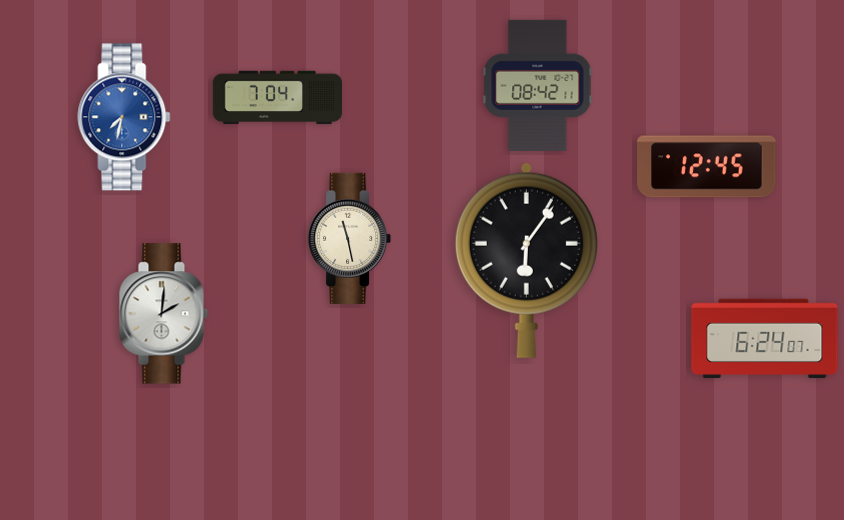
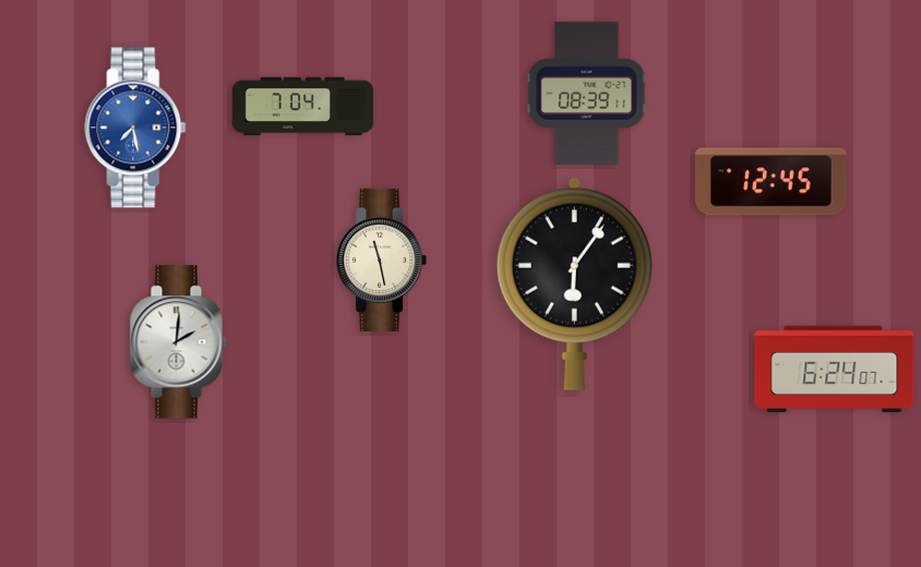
clock at (538, 85): 08:42 -> 08:39
clock at (124, 117): 7:32 -> 7:28
